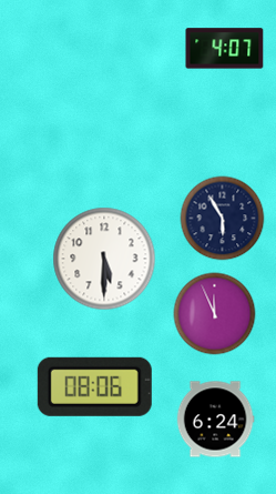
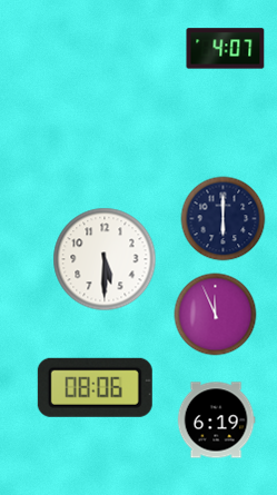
clock at (223, 219): 5:55 -> 6:00
clock at (215, 420): 6:24 -> 6:19
